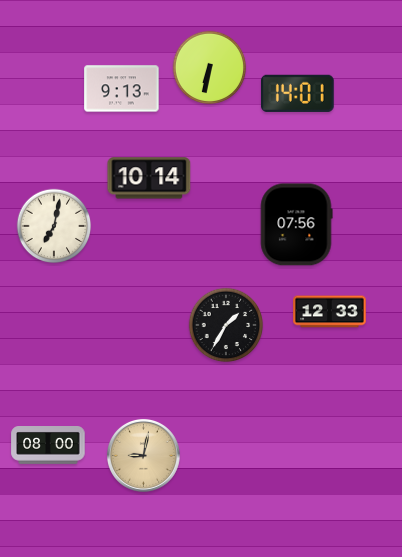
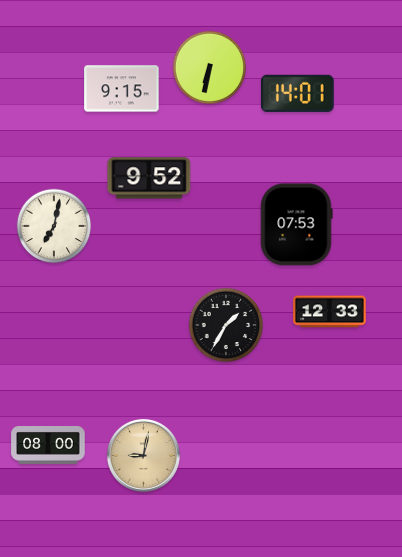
clock at (122, 89): 9:13 -> 9:15
clock at (149, 178): 10:14 -> 9:52
clock at (296, 225): 07:56 -> 07:53
